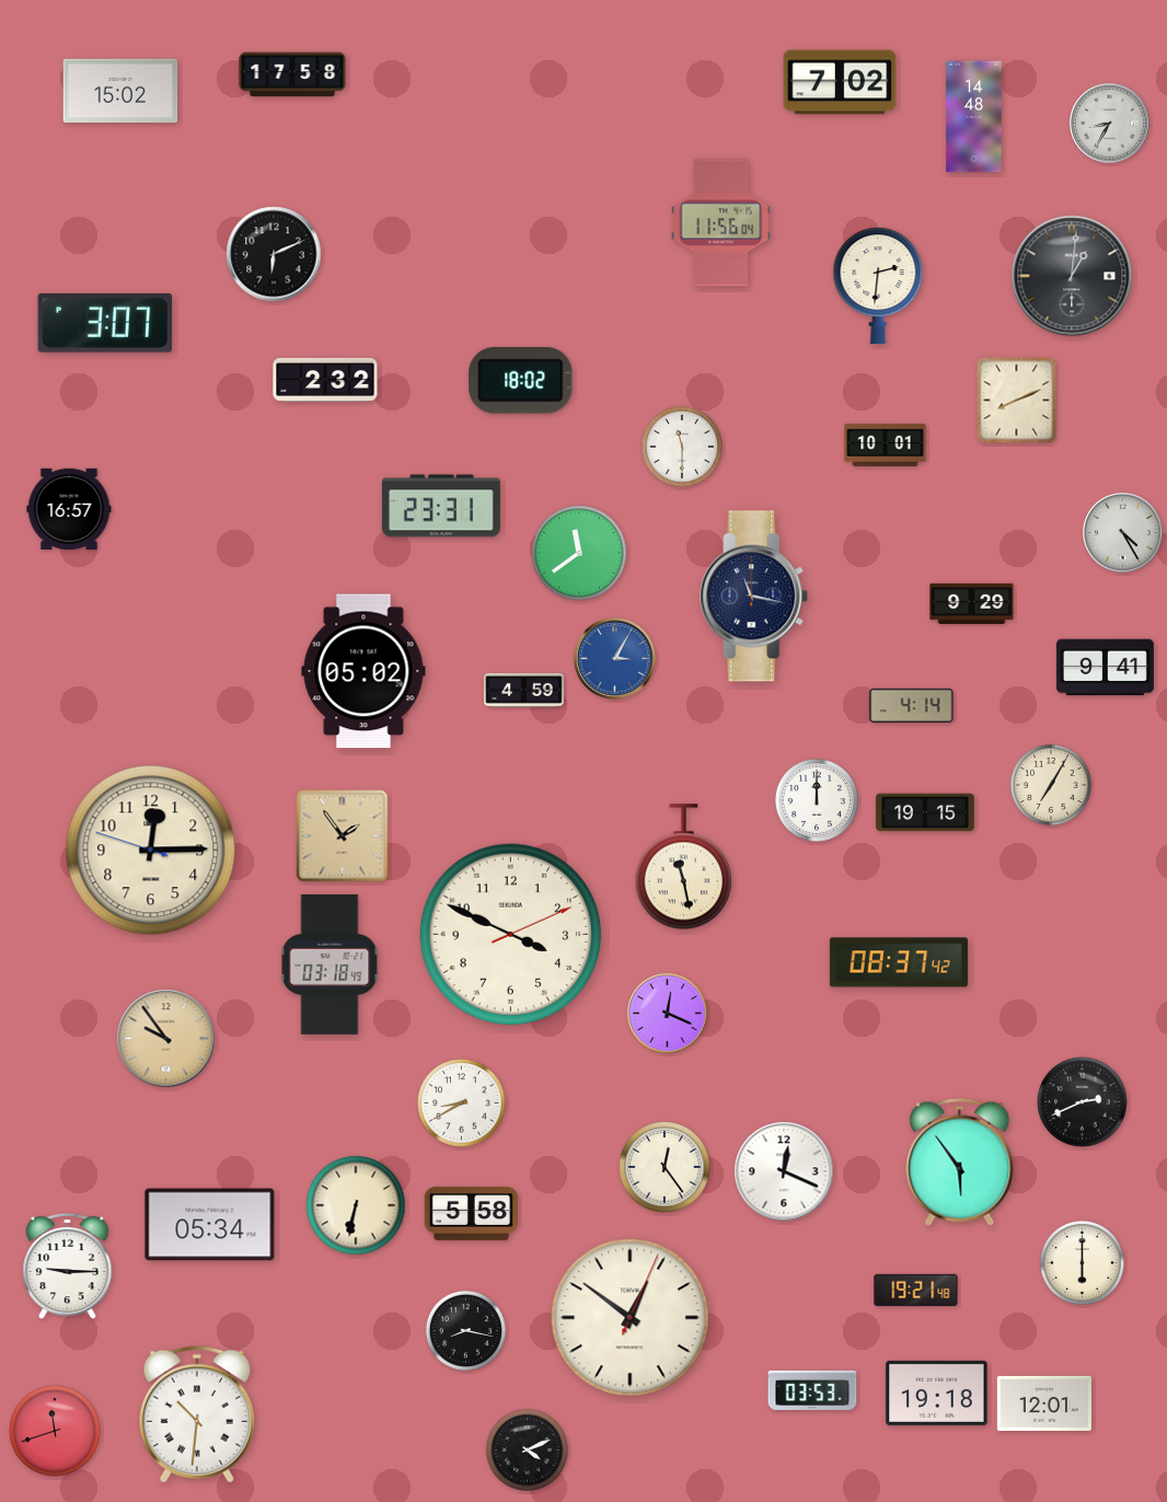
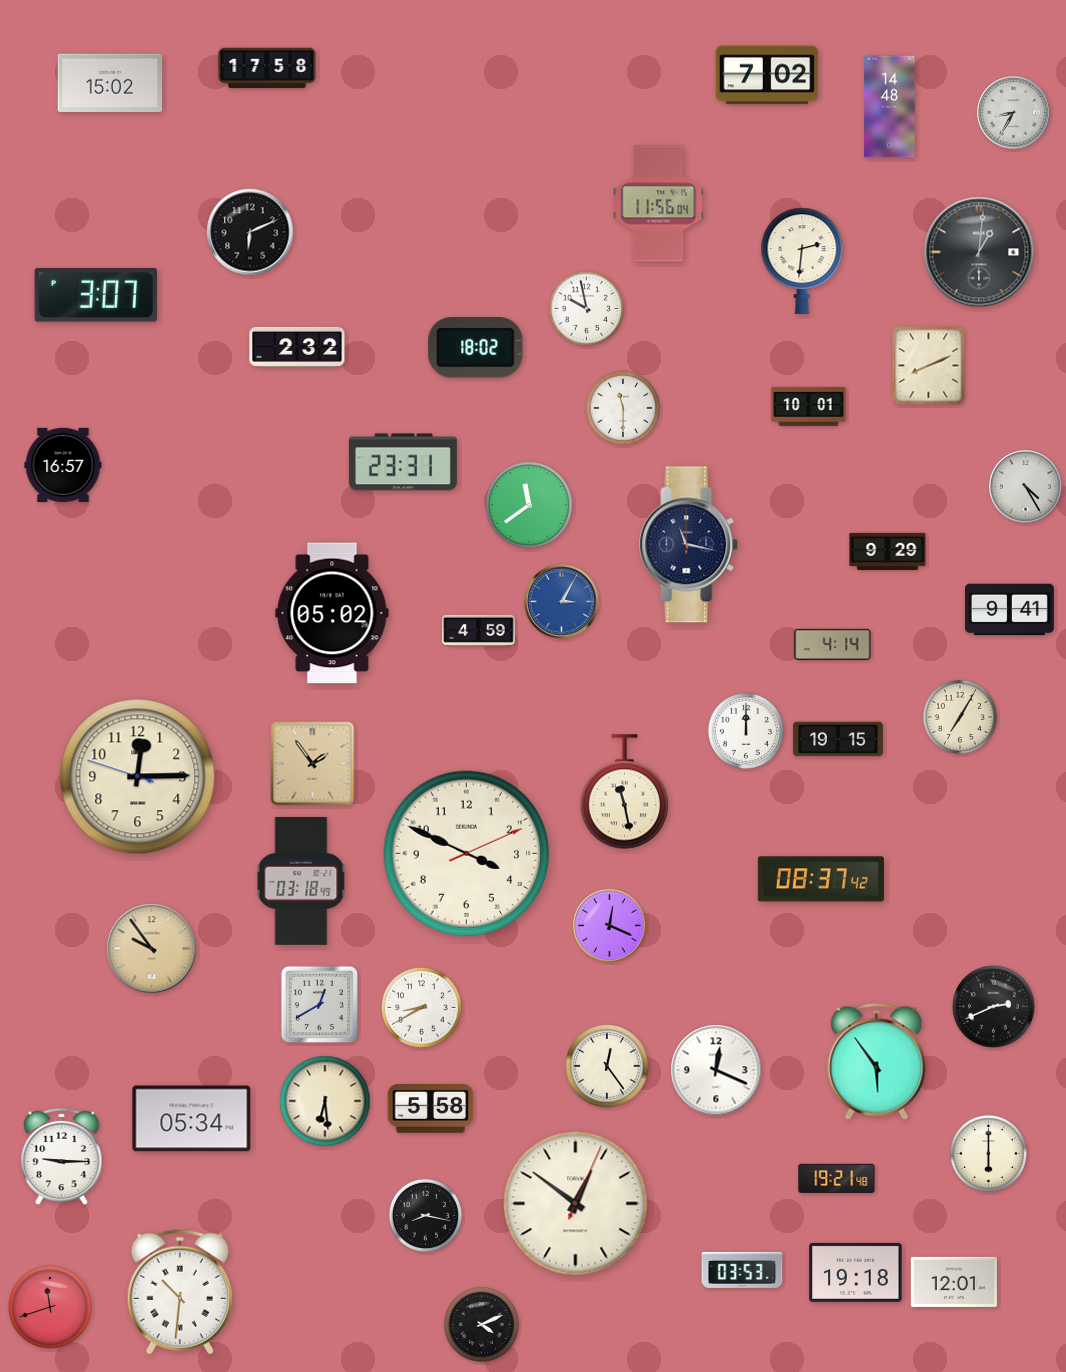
clock at (586, 308): none -> 9:58
clock at (925, 812) position: (925, 812) -> (838, 739)
clock at (319, 1004): none -> 12:40
clock at (1083, 1102) position: (1083, 1102) -> (994, 1007)
clock at (356, 1205): 6:32 -> 6:29
